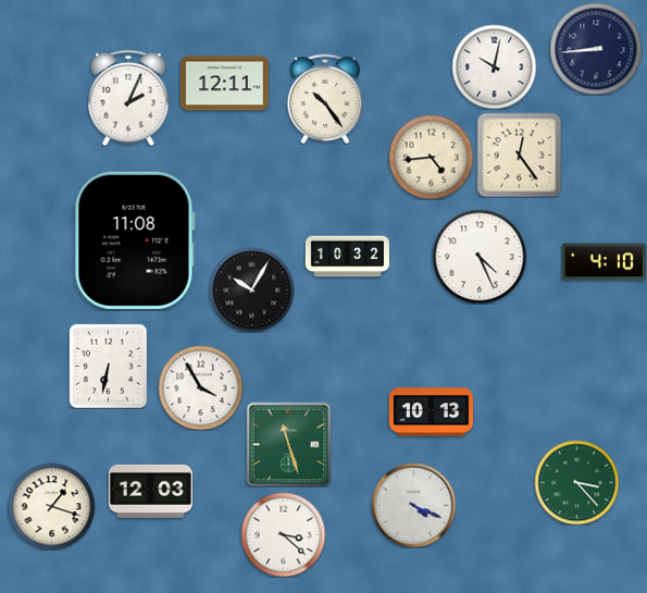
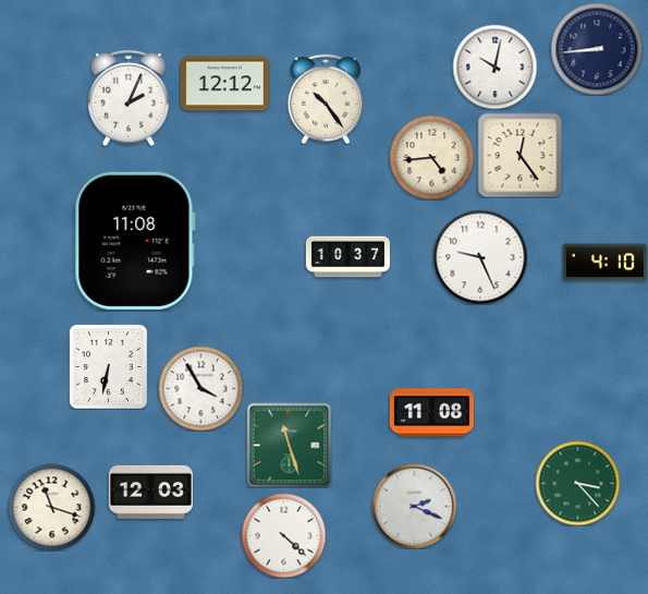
clock at (224, 84): 12:11 -> 12:12
clock at (347, 257): 10:32 -> 10:37
clock at (480, 257): 4:26 -> 9:26
clock at (251, 289): 10:05 -> none
clock at (431, 412): 10:13 -> 11:08
clock at (413, 505): 4:19 -> 2:19
clock at (51, 506): 1:18 -> 11:18
clock at (283, 534): 3:22 -> 4:22
